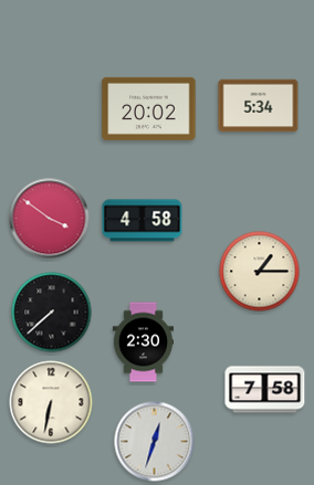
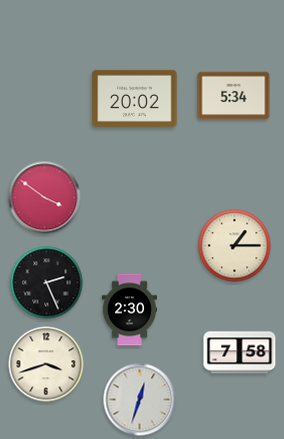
clock at (143, 221): 4:58 -> none
clock at (52, 313): 7:38 -> 2:26
clock at (51, 402): 6:32 -> 3:42
